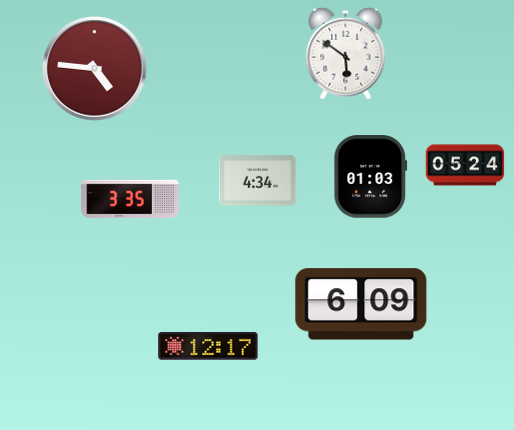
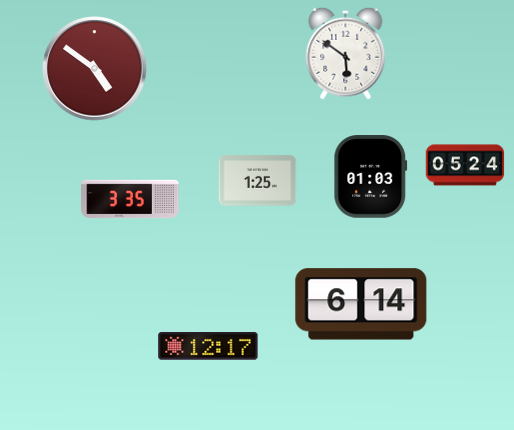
clock at (95, 69): 4:46 -> 4:51
clock at (258, 181): 4:34 -> 1:25
clock at (361, 304): 6:09 -> 6:14
